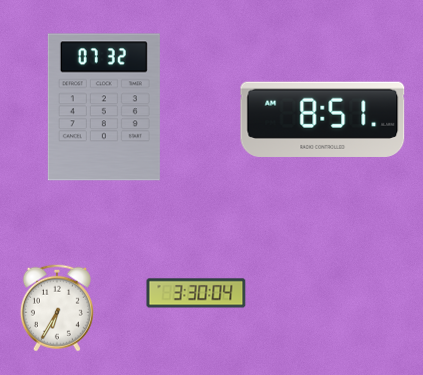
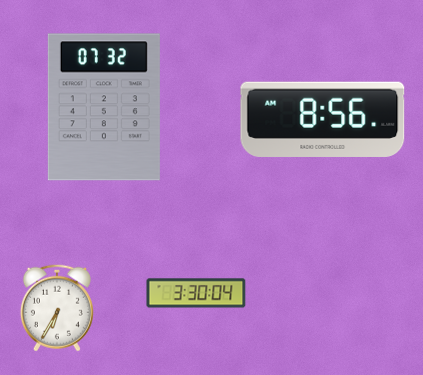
clock at (323, 119): 8:51 -> 8:56
